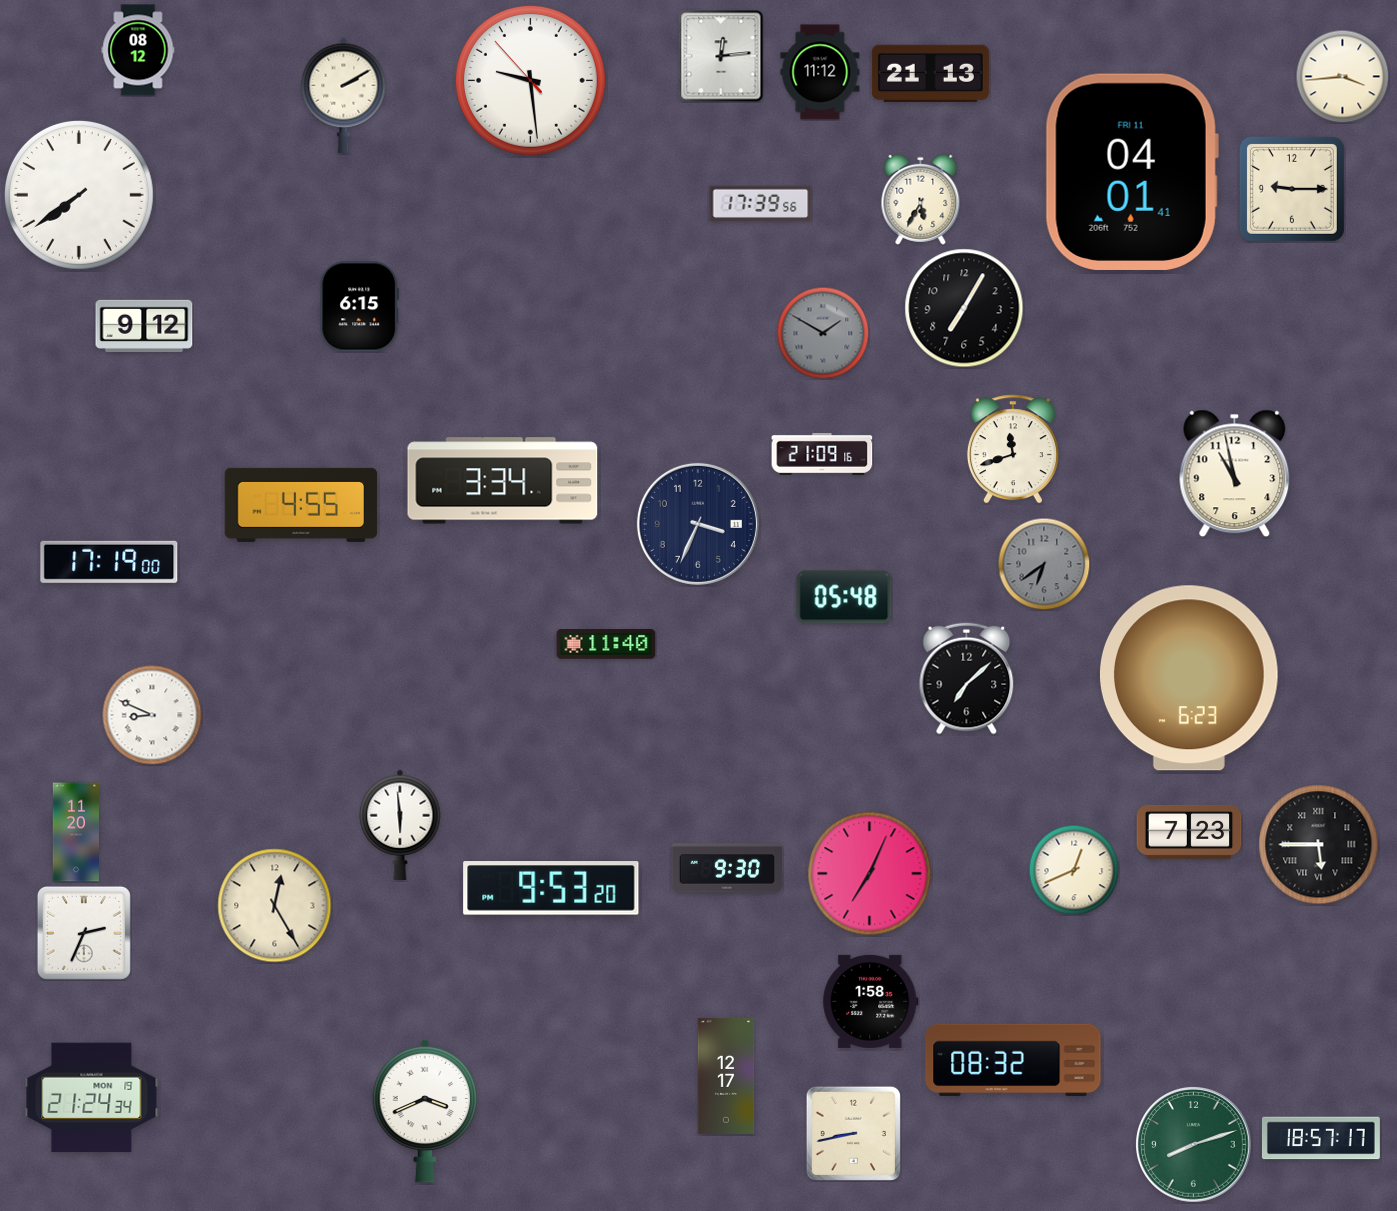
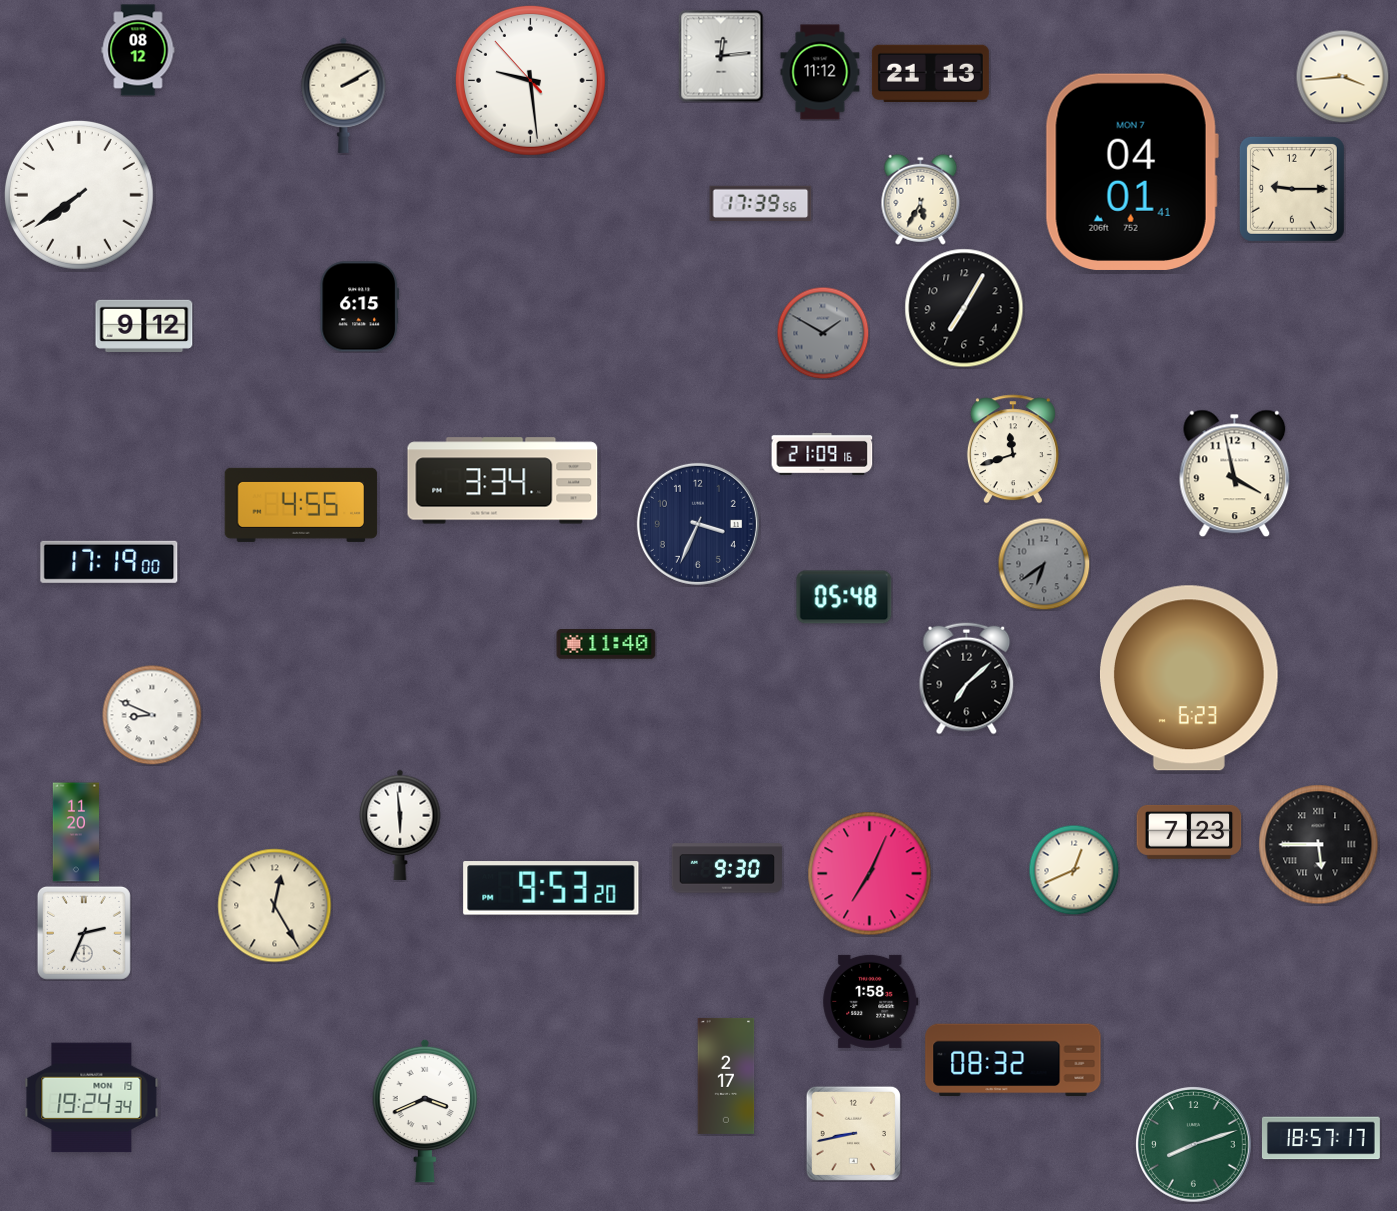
clock at (1132, 172) date: FRI 11 -> MON 7
clock at (1235, 474): 10:58 -> 3:58
clock at (726, 1076): 12:17 -> 2:17
clock at (92, 1098): 21:24 -> 19:24
